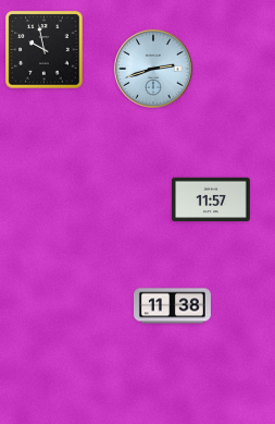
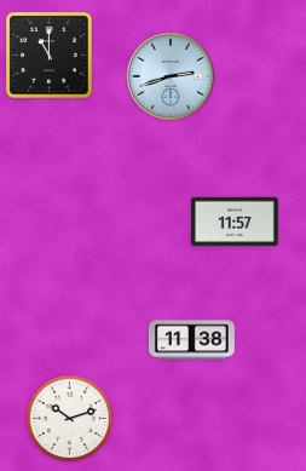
clock at (45, 50): 9:58 -> 11:00
clock at (70, 419): none -> 10:12
